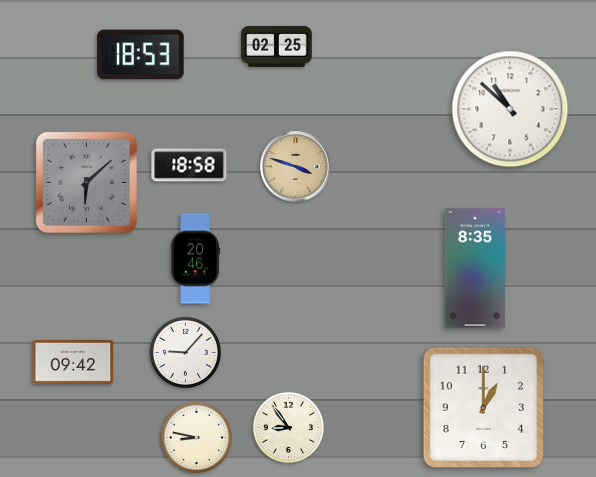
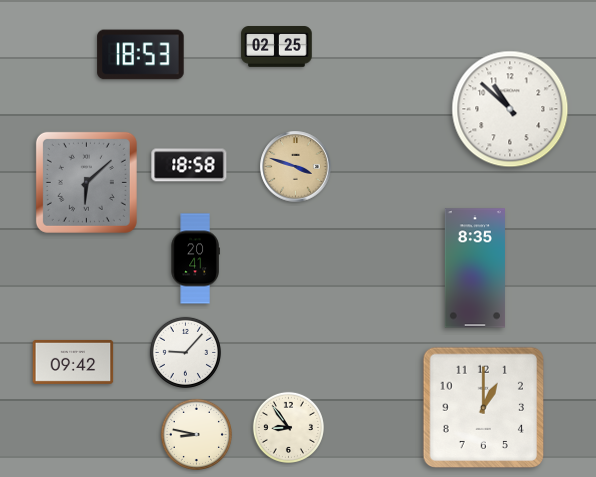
clock at (195, 259): 20:46 -> 20:41
clock at (196, 437) position: (196, 437) -> (196, 434)
